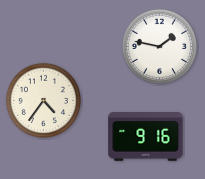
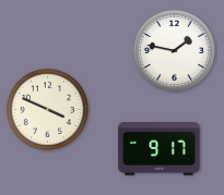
clock at (43, 100): 4:36 -> 3:49
clock at (146, 137): 9:16 -> 9:17
